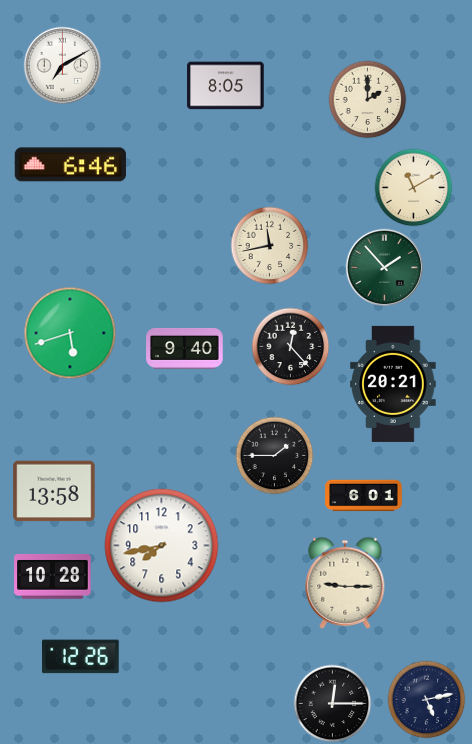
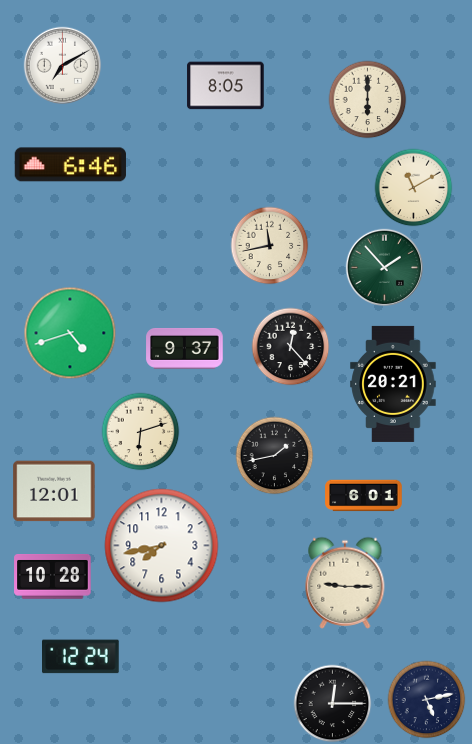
clock at (367, 99): 2:00 -> 6:00
clock at (70, 333): 5:42 -> 4:42
clock at (185, 349): 9:40 -> 9:37
clock at (140, 431): none -> 6:12
clock at (274, 455): 1:45 -> 1:43
clock at (54, 491): 13:58 -> 12:01
clock at (81, 657): 12:26 -> 12:24
